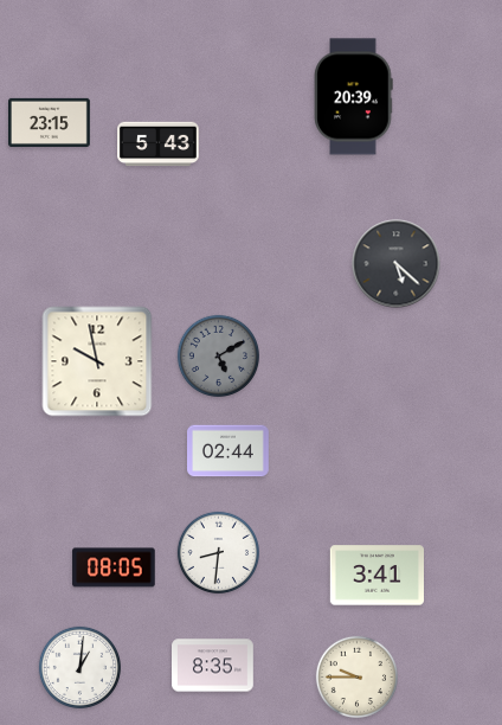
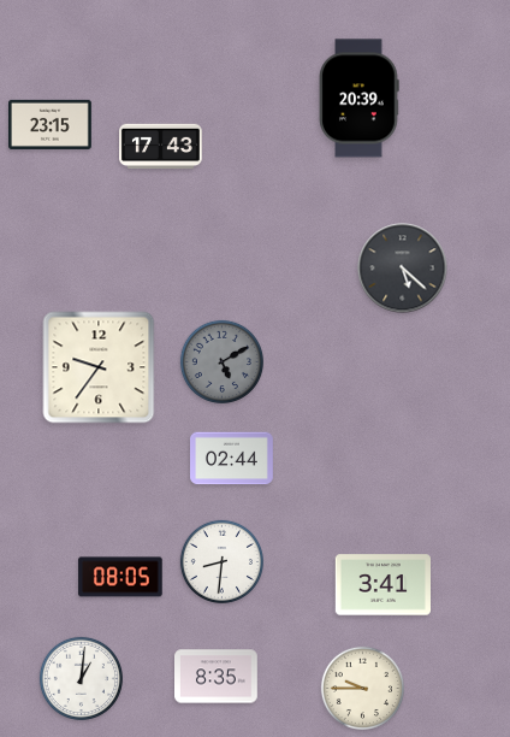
clock at (159, 145): 5:43 -> 17:43
clock at (97, 361): 9:58 -> 9:36
clock at (114, 567) position: (114, 567) -> (120, 577)
